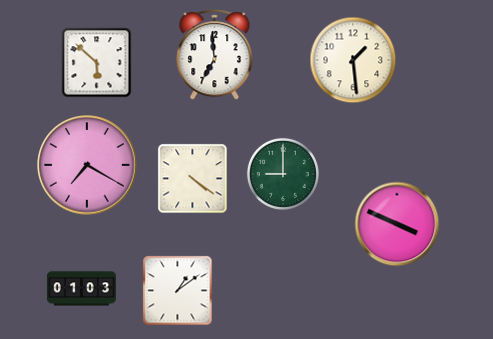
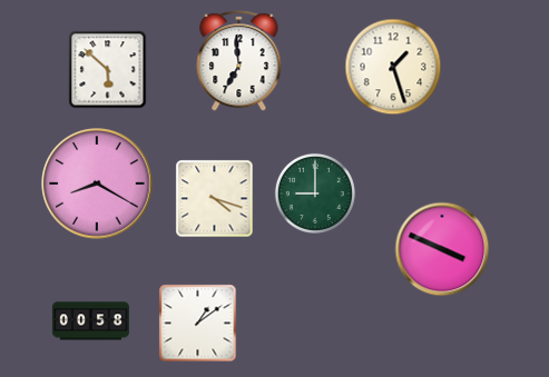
clock at (353, 60): 1:29 -> 1:27
clock at (87, 165): 7:20 -> 8:20
clock at (193, 179): 4:21 -> 4:18
clock at (81, 289): 01:03 -> 00:58
